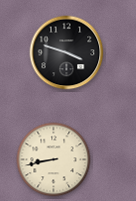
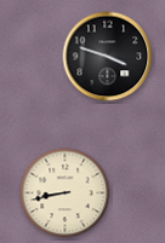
clock at (67, 53) position: (67, 53) -> (108, 57)
